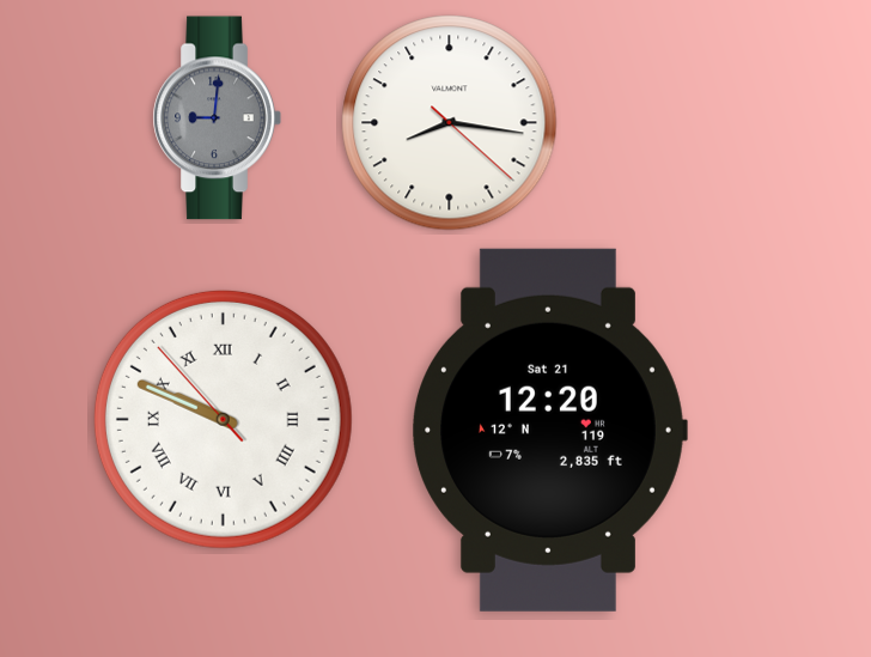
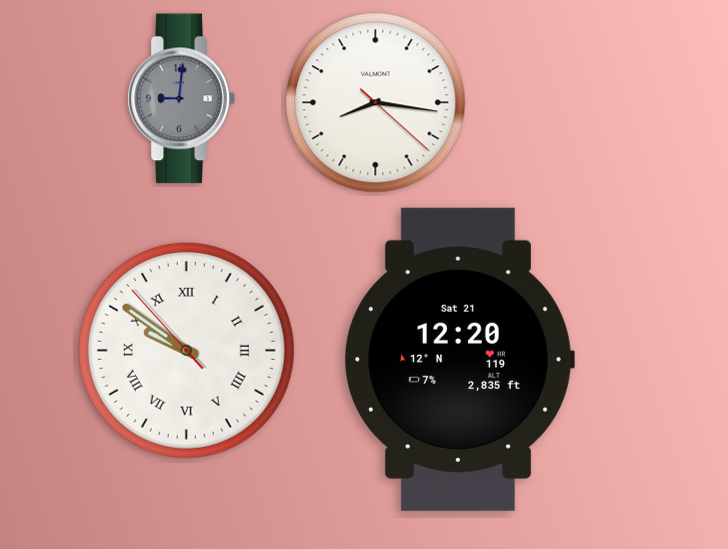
clock at (223, 419): 9:48 -> 9:50
